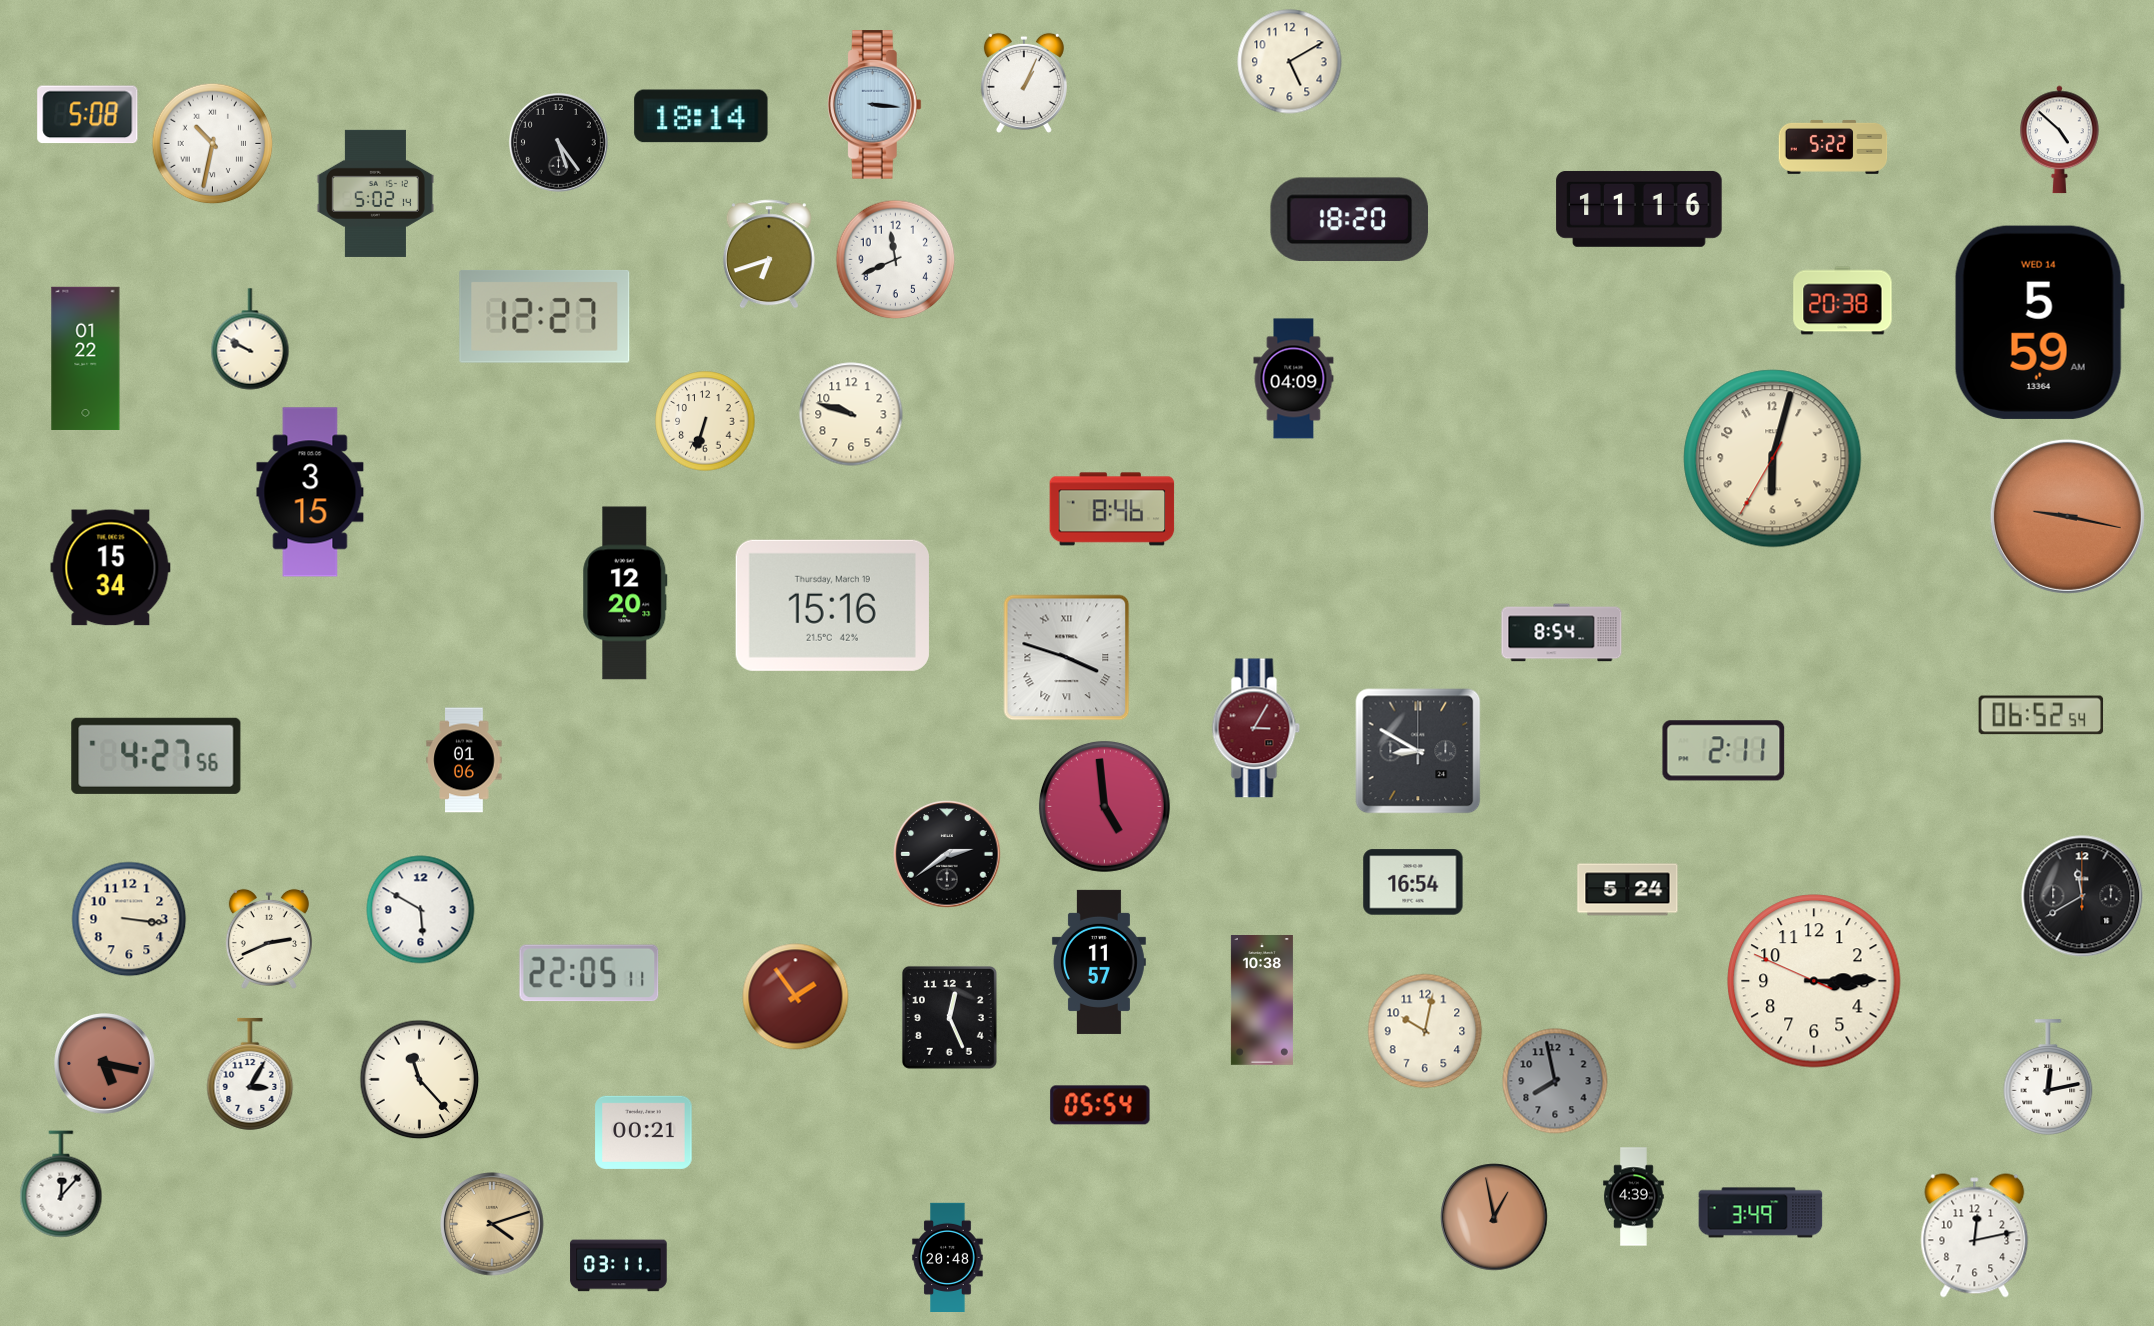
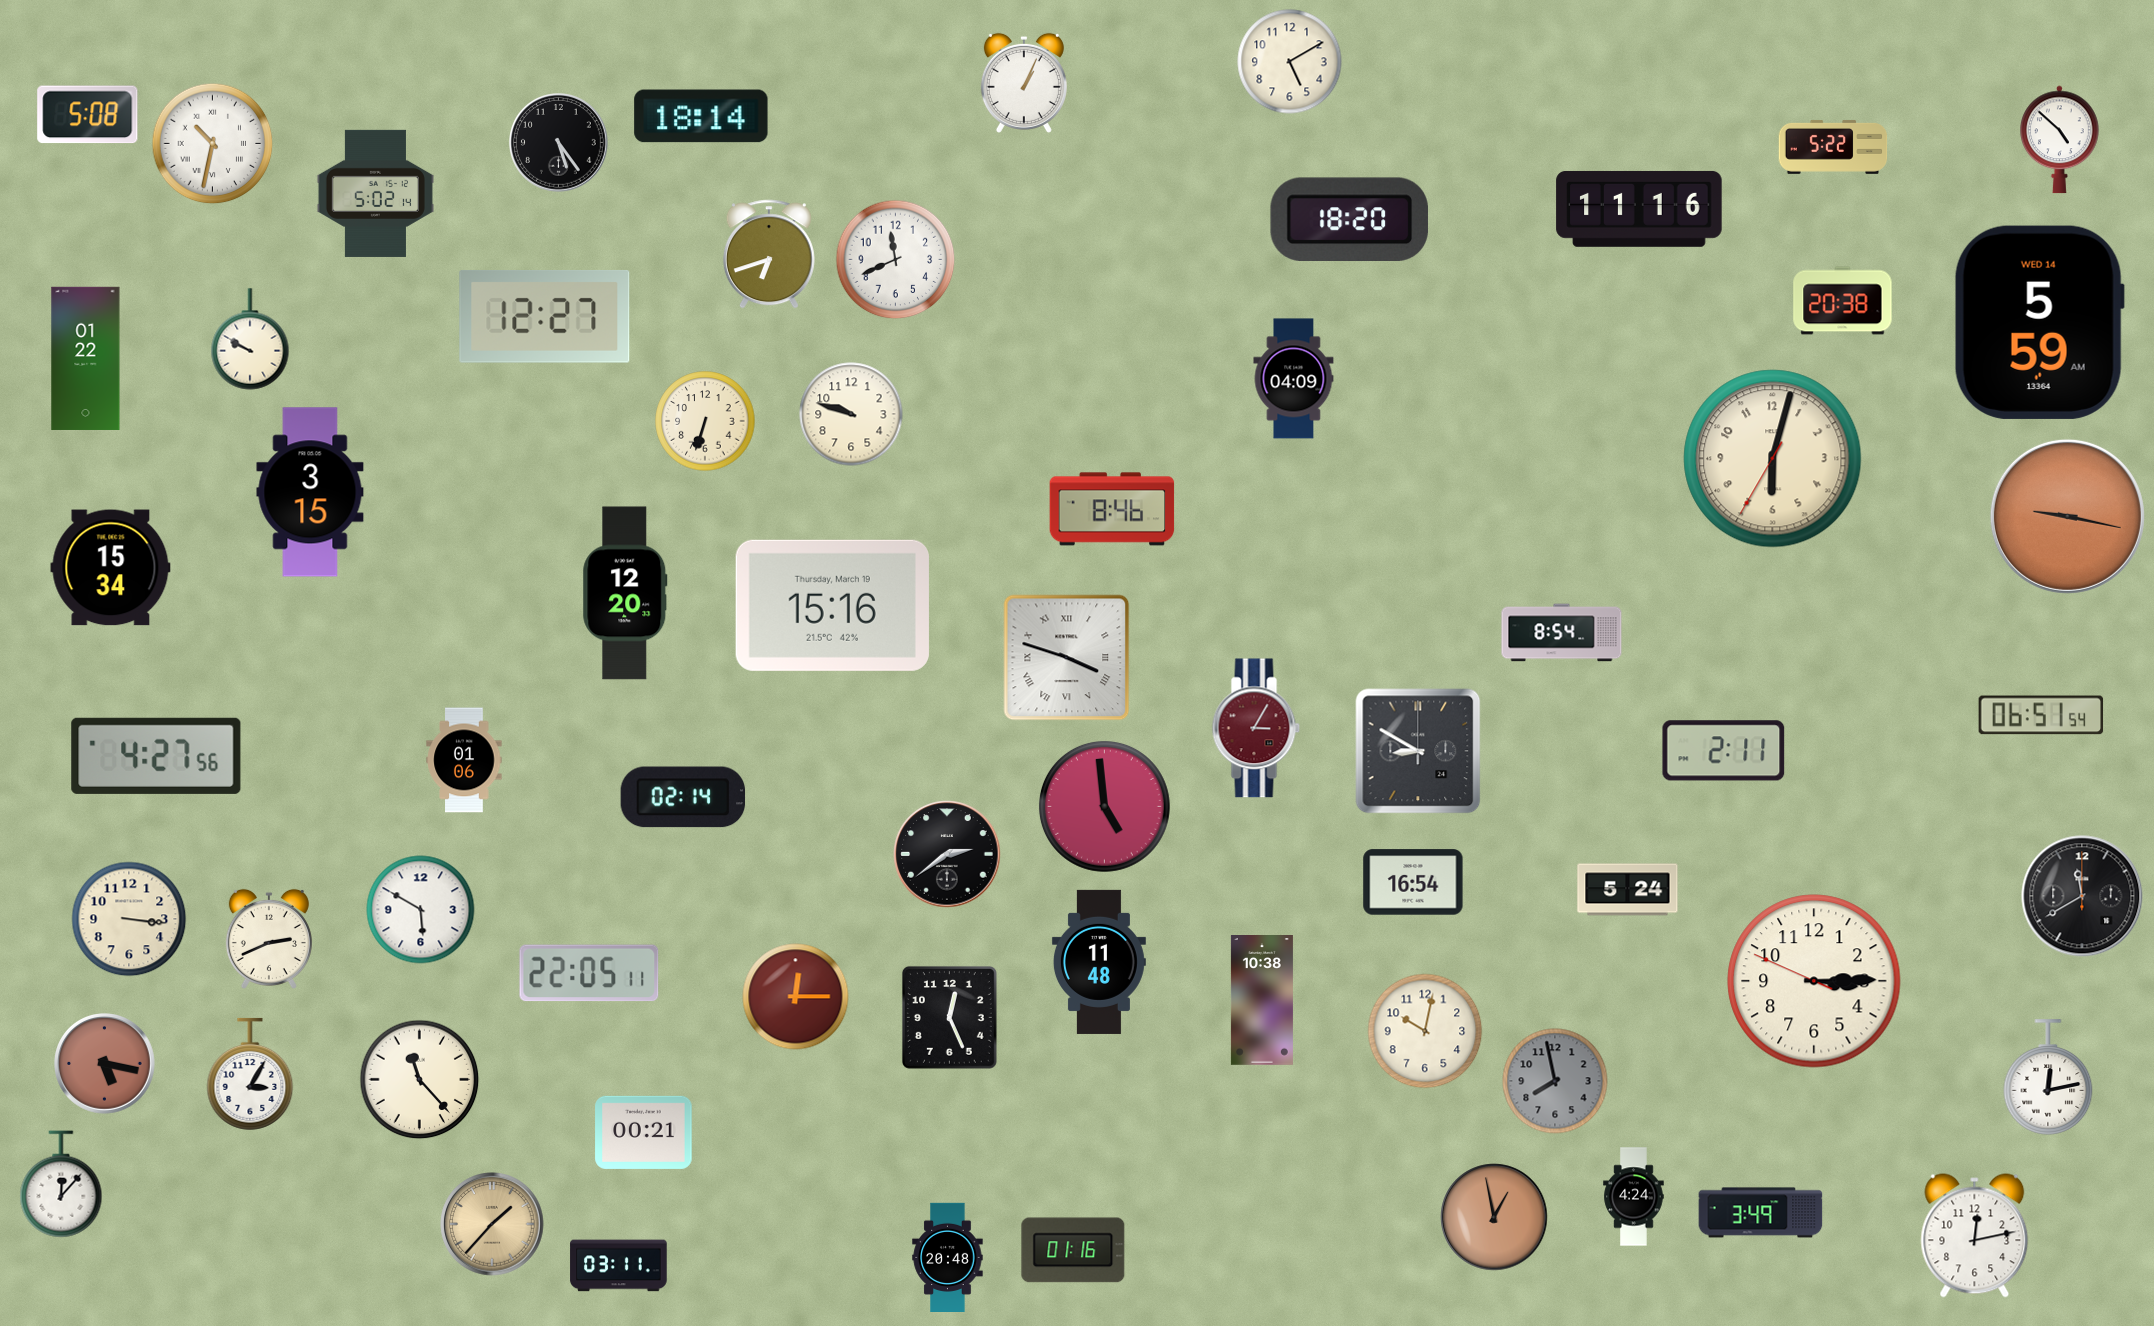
clock at (874, 105): 3:16 -> none
clock at (2041, 715): 06:52 -> 06:51
clock at (683, 797): none -> 02:14
clock at (1099, 962): 11:57 -> 11:48
clock at (796, 997): 1:54 -> 12:15
clock at (1100, 1105): 05:54 -> none
clock at (1634, 1197): 4:39 -> 4:24
clock at (492, 1224): 4:12 -> 1:37
clock at (1073, 1250): none -> 01:16
